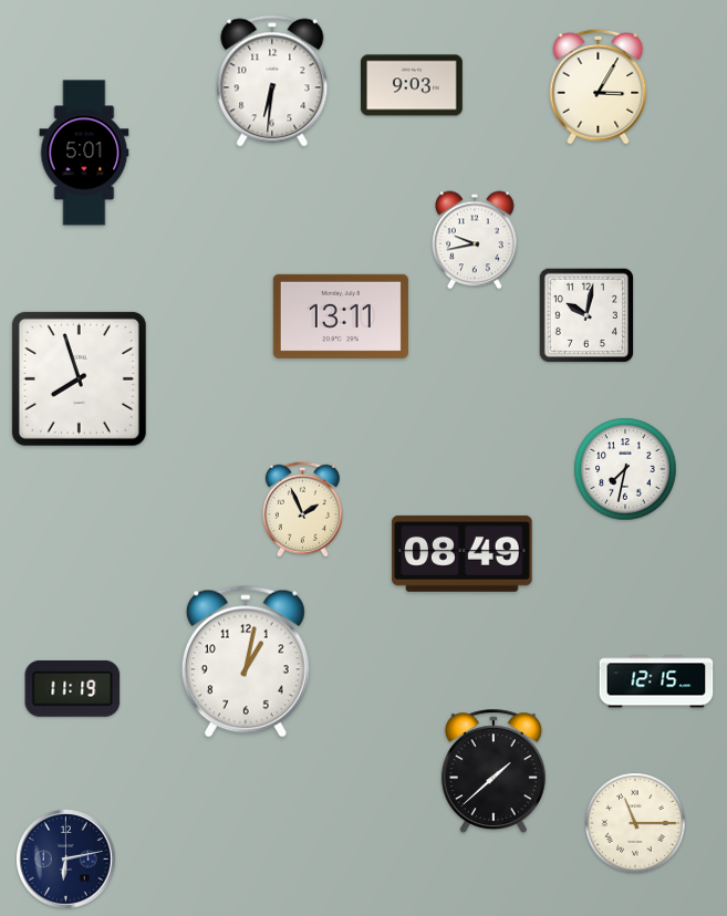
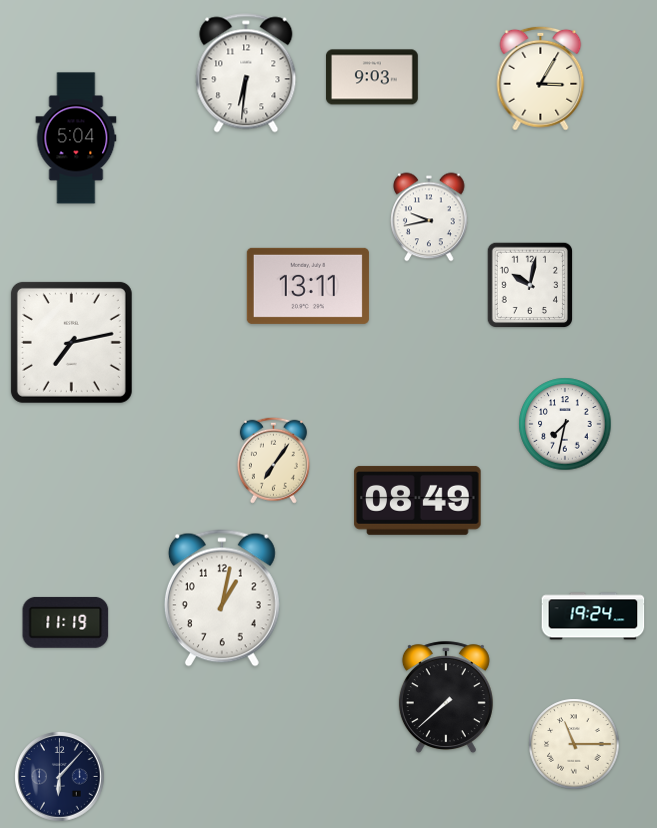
clock at (84, 153): 5:01 -> 5:04
clock at (79, 378): 7:57 -> 7:13
clock at (302, 509): 1:56 -> 7:06
clock at (656, 681): 12:15 -> 19:24
clock at (494, 772): 1:38 -> 7:38
clock at (66, 860): 6:13 -> 6:07
